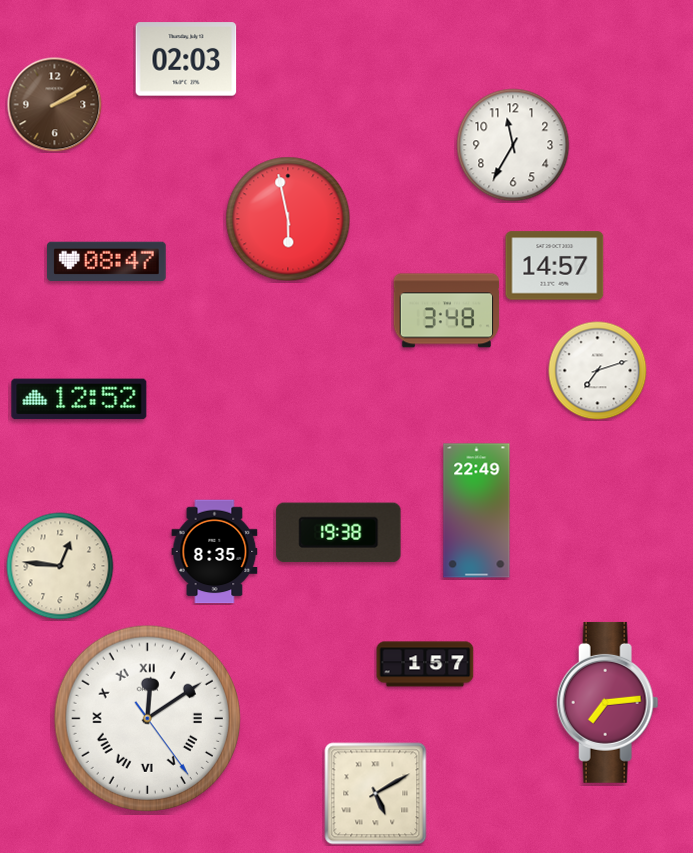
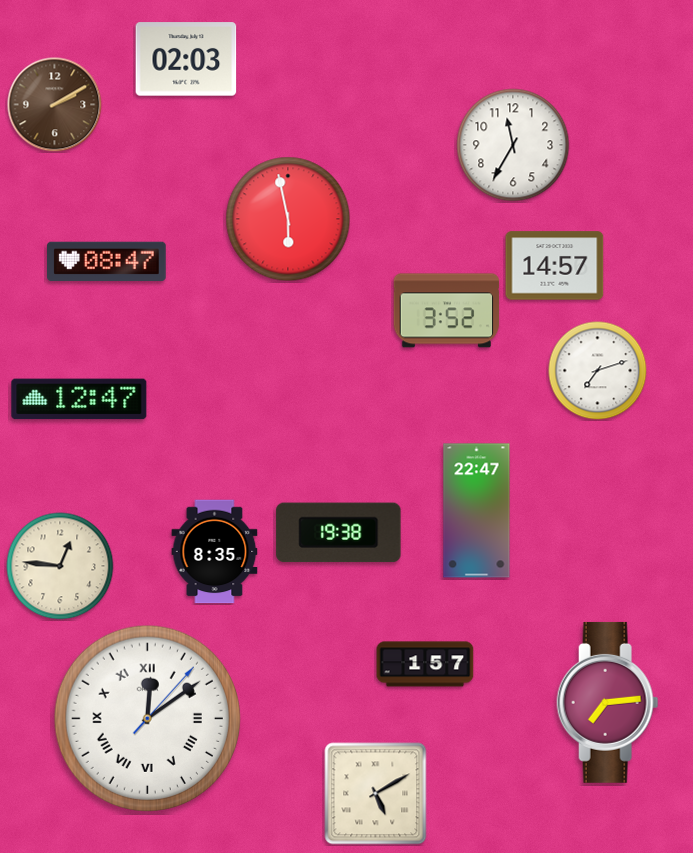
clock at (447, 311): 3:48 -> 3:52
clock at (79, 399): 12:52 -> 12:47
clock at (477, 511): 22:49 -> 22:47
clock at (147, 718): 12:09:24 -> 12:09:07
